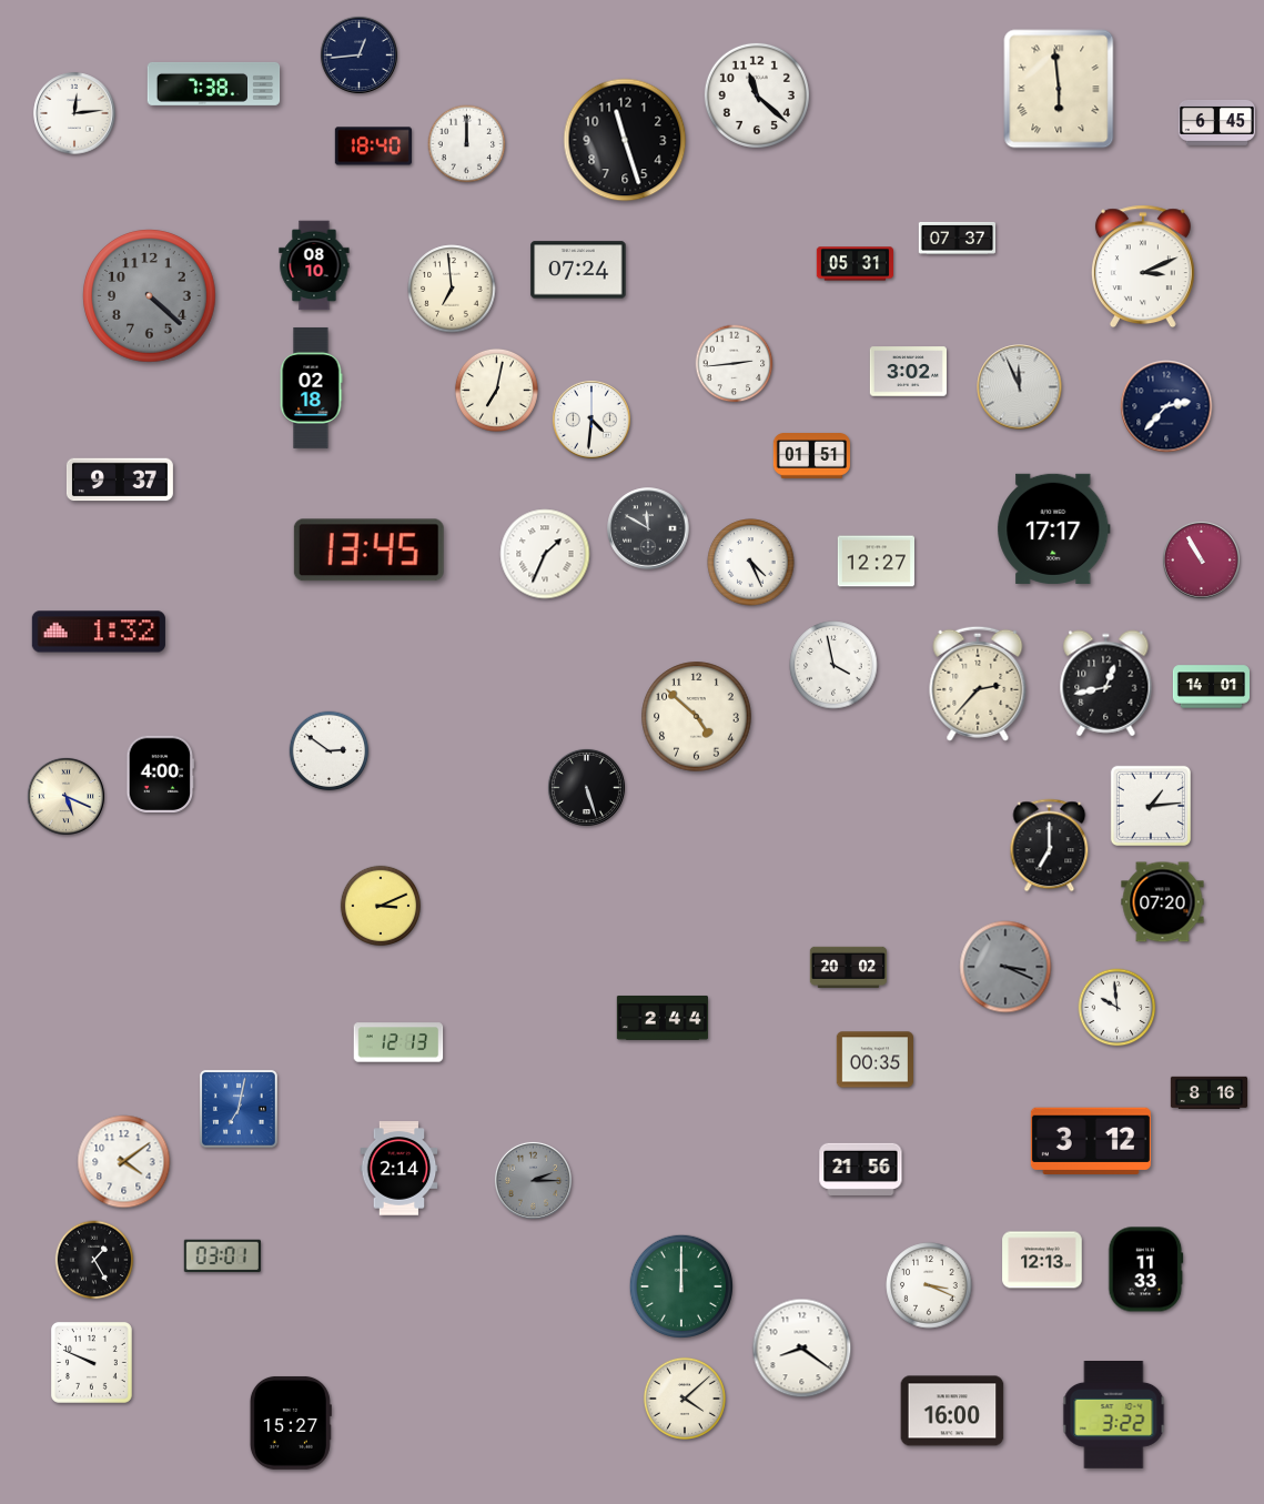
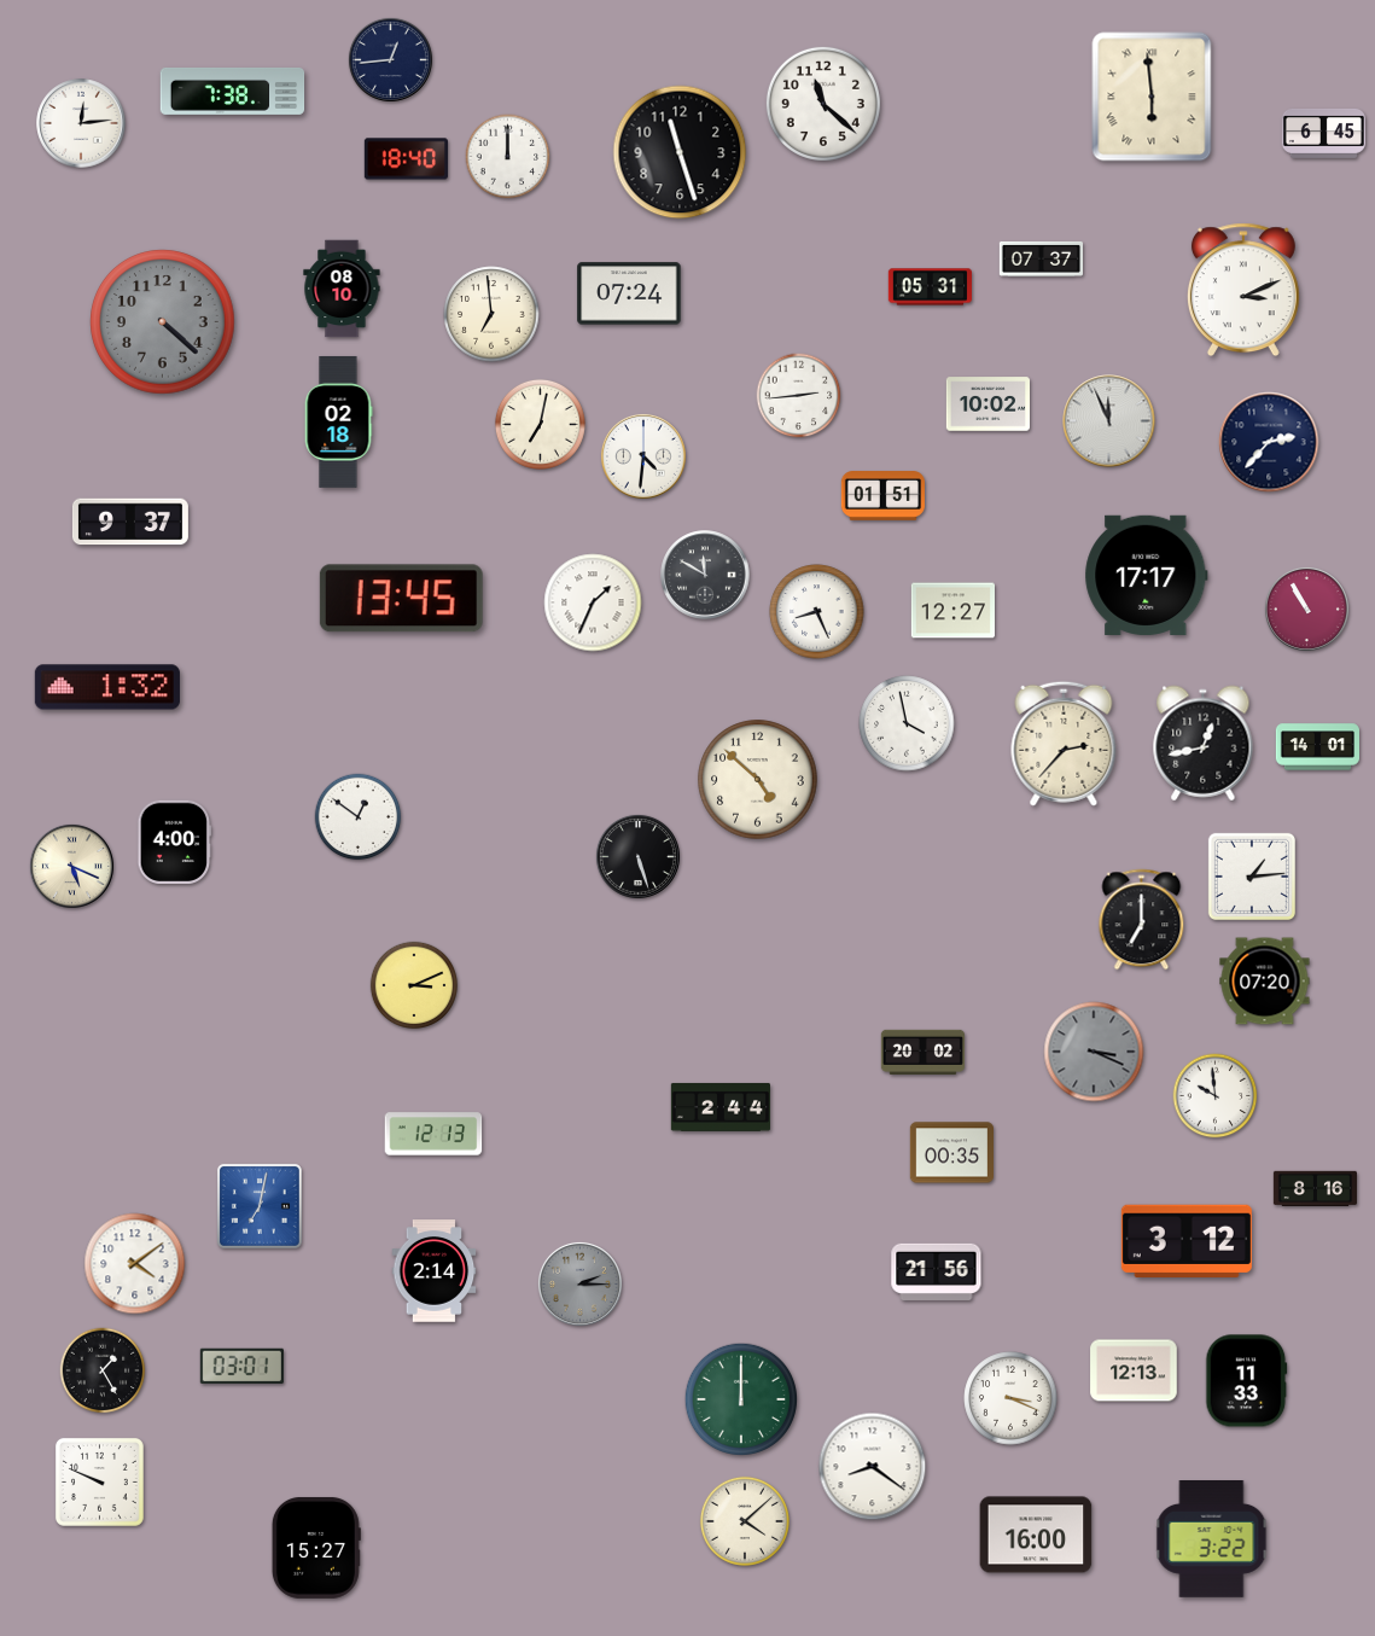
clock at (908, 372): 3:02 -> 10:02
clock at (751, 563): 4:26 -> 8:26
clock at (330, 751): 2:51 -> 12:51
